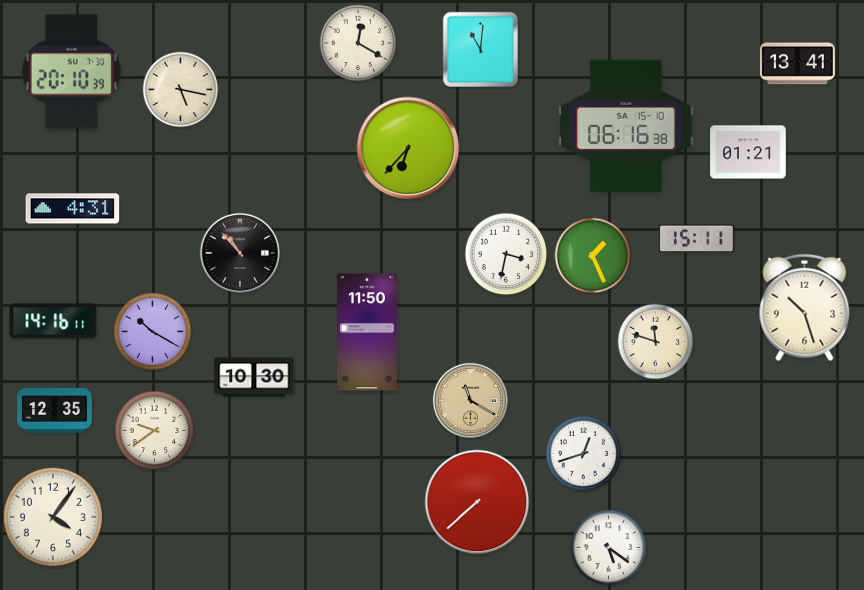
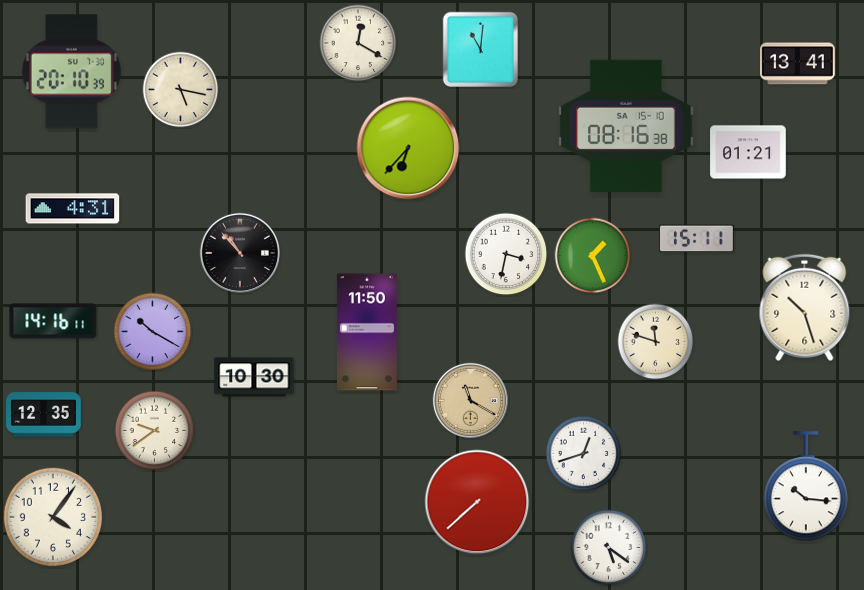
clock at (626, 126): 06:16 -> 08:16
clock at (55, 411) position: (55, 411) -> (44, 415)
clock at (806, 487): none -> 10:16
